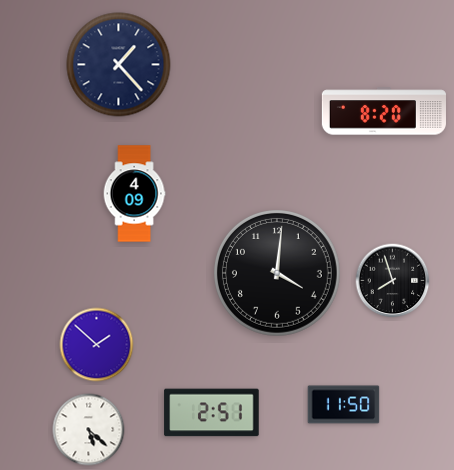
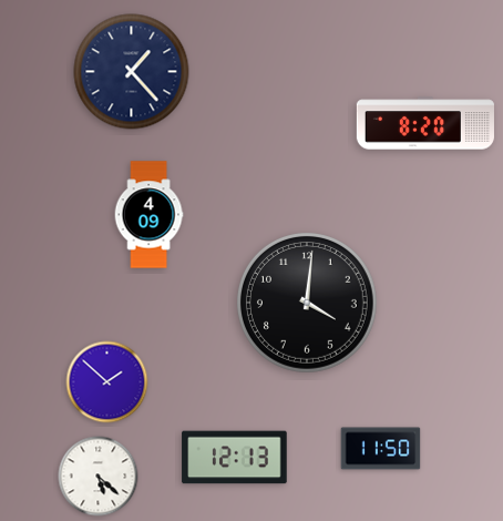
clock at (393, 281): 7:57 -> none
clock at (212, 413): 2:51 -> 12:13
